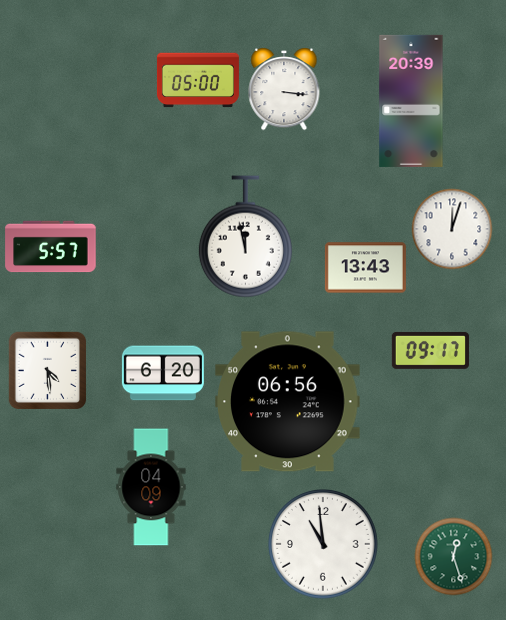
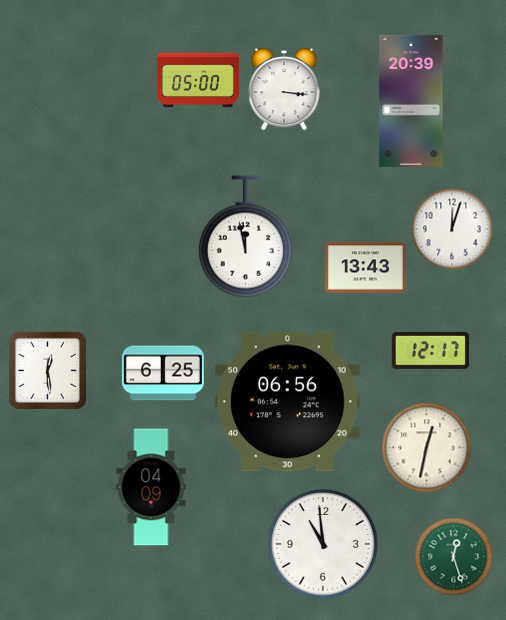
clock at (51, 247): 5:57 -> none
clock at (430, 350): 09:17 -> 12:17
clock at (47, 370): 4:29 -> 12:29
clock at (163, 373): 6:20 -> 6:25
clock at (426, 447): none -> 12:32
